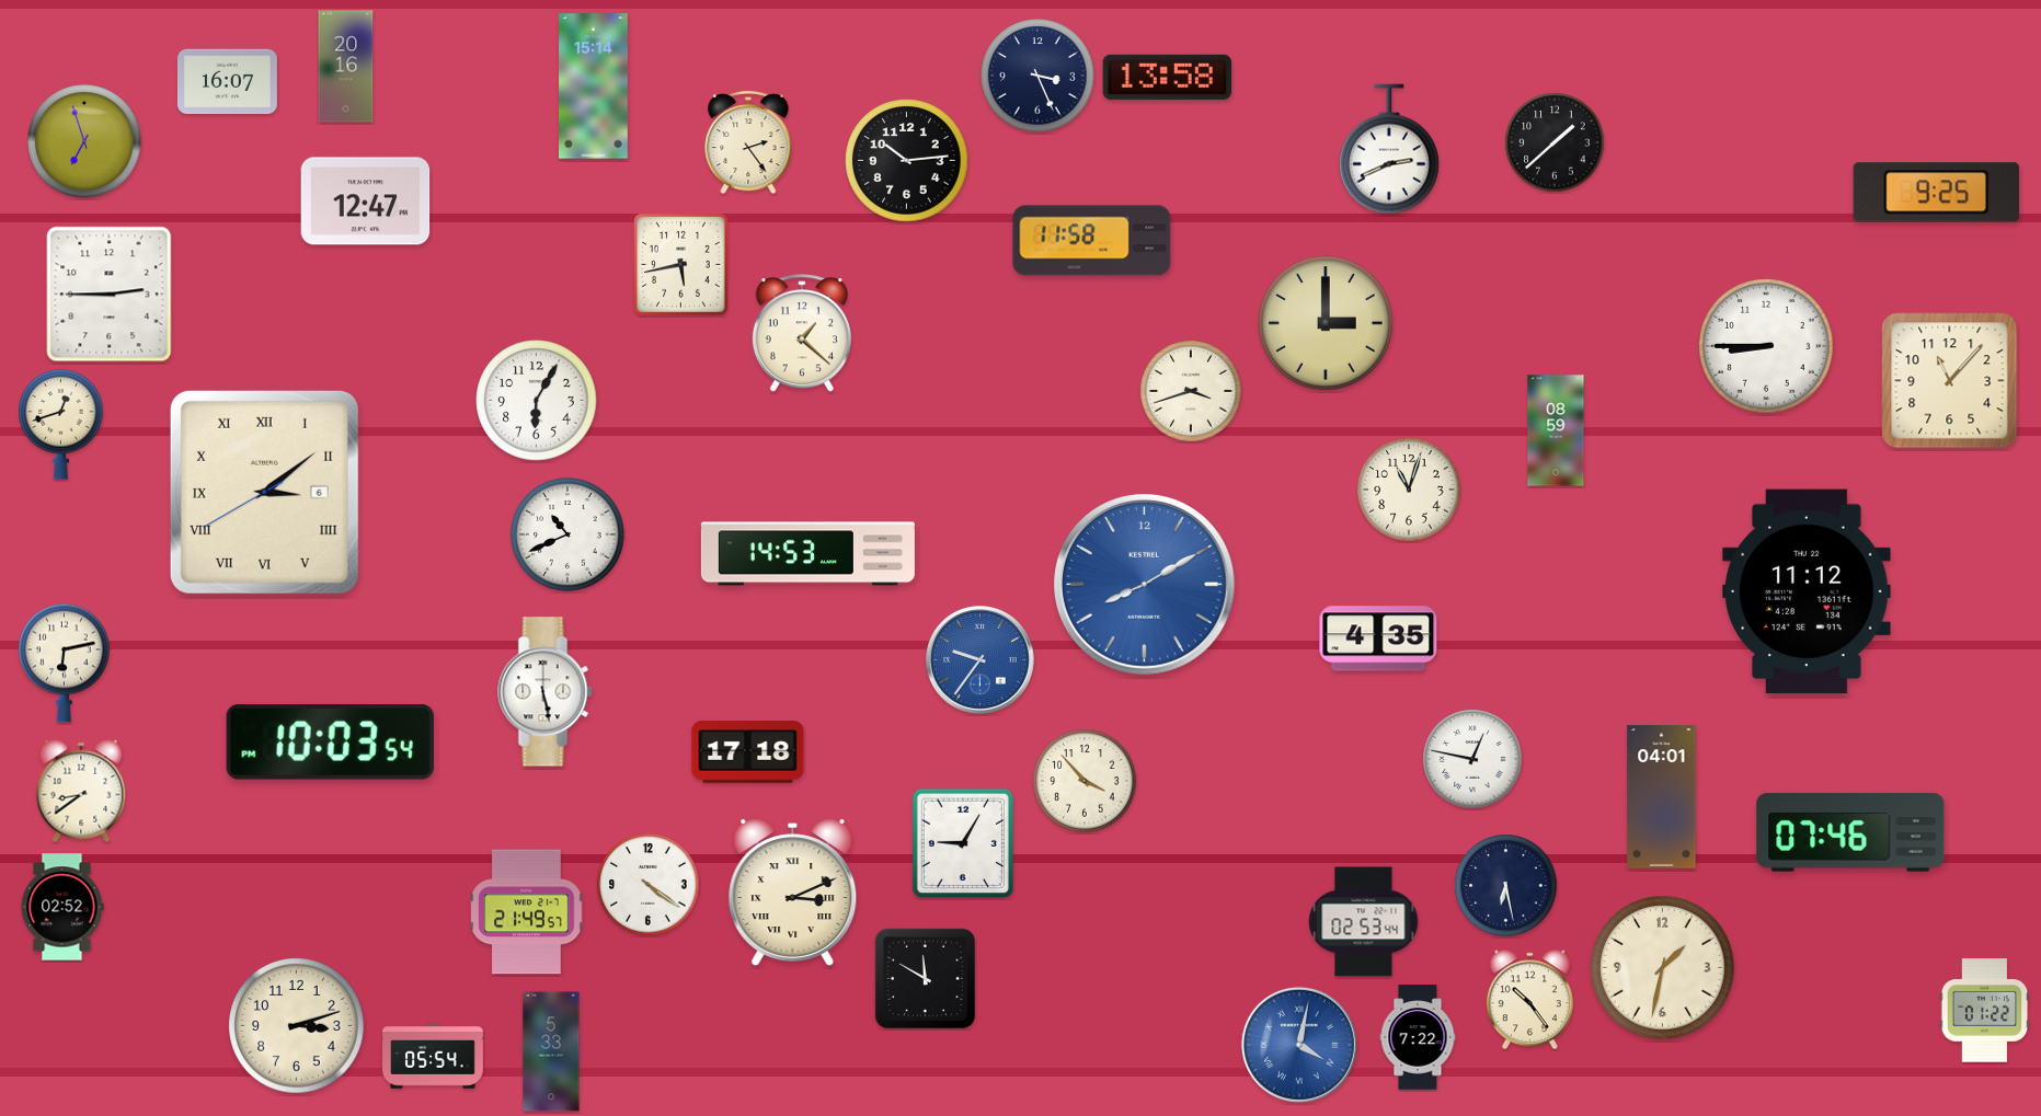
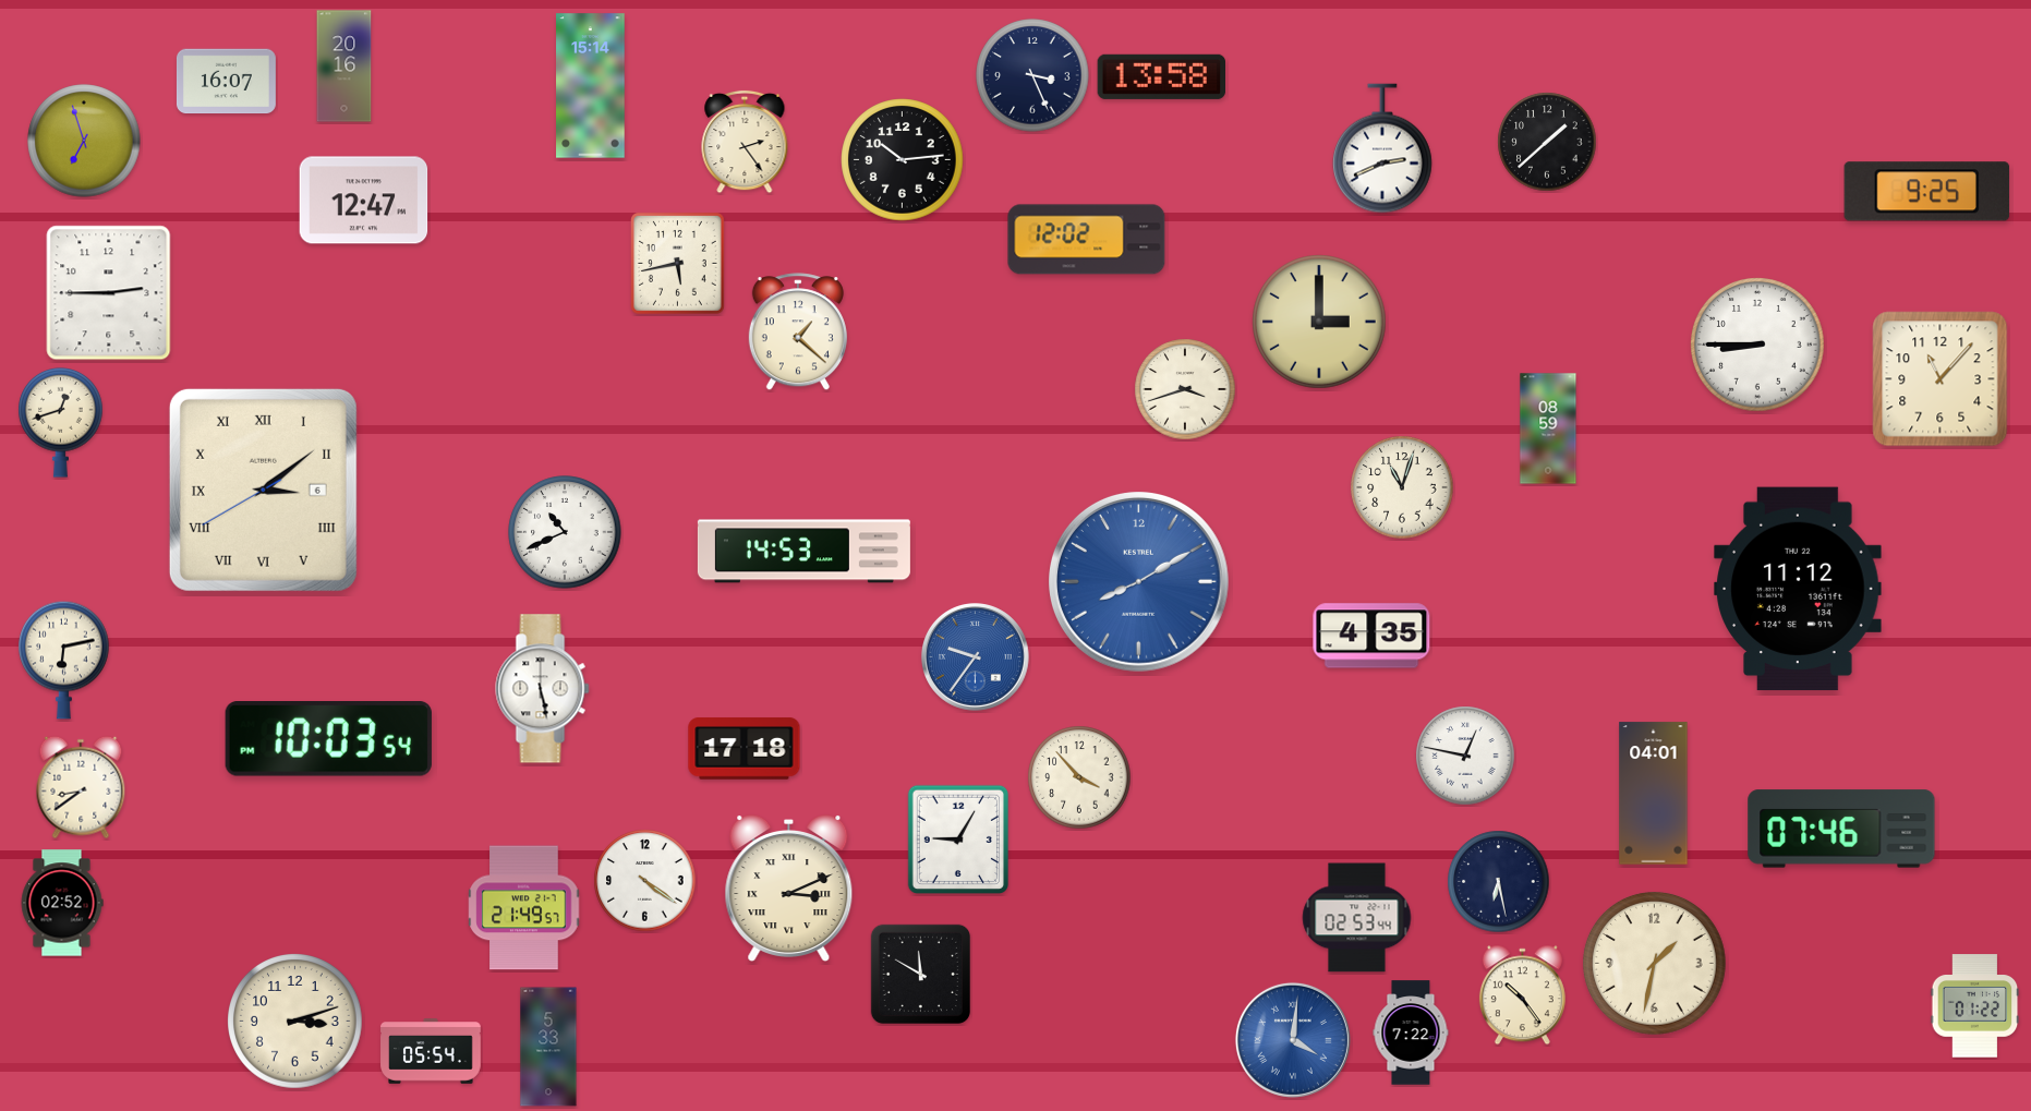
clock at (1092, 241): 11:58 -> 12:02
clock at (537, 401): 6:05 -> none
clock at (1299, 1045): 4:02 -> 4:01
